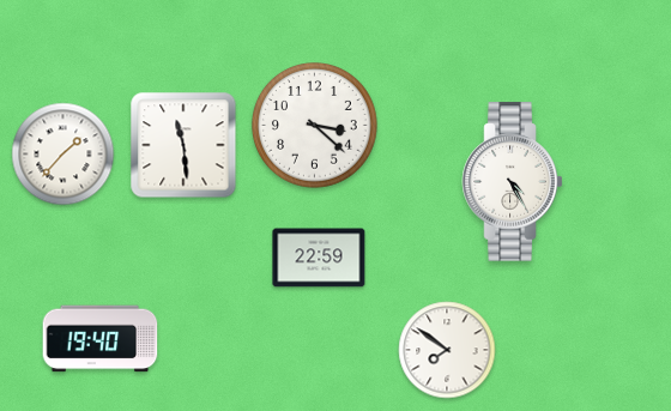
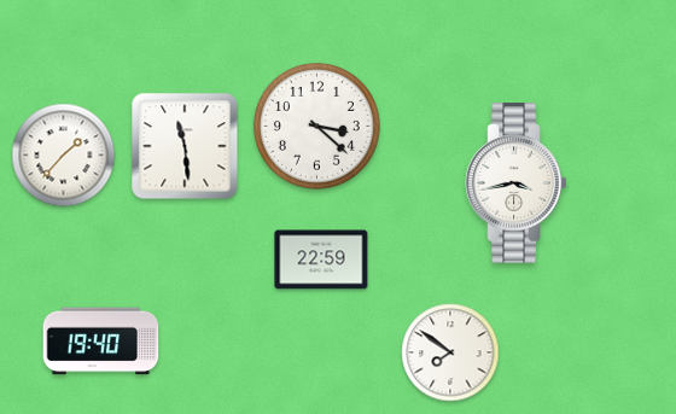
clock at (513, 182): 4:25 -> 3:43
